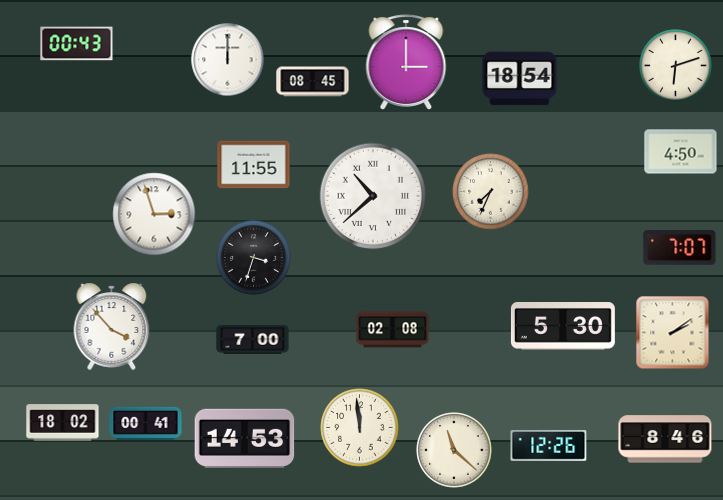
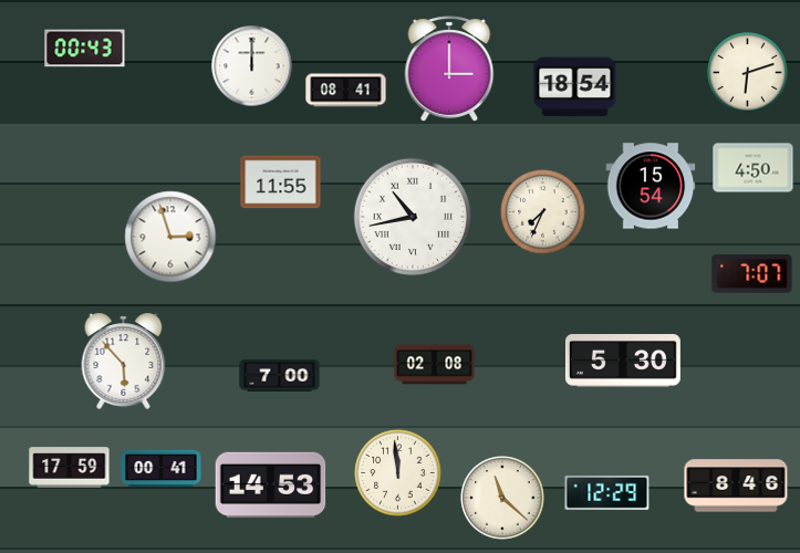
clock at (313, 82): 08:45 -> 08:41
clock at (651, 186): none -> 15:54
clock at (373, 196): 10:38 -> 10:43
clock at (254, 258): 3:33 -> none
clock at (112, 326): 3:53 -> 5:53
clock at (673, 333): 2:09 -> none
clock at (63, 423): 18:02 -> 17:59
clock at (549, 445): 12:26 -> 12:29
